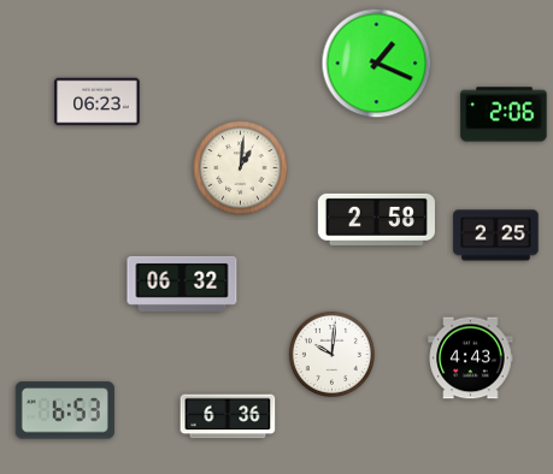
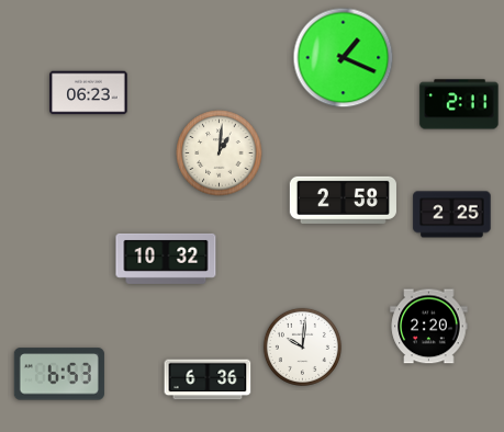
clock at (504, 114): 2:06 -> 2:11
clock at (182, 284): 06:32 -> 10:32
clock at (331, 354) position: (331, 354) -> (302, 346)
clock at (471, 359): 4:43 -> 2:20
